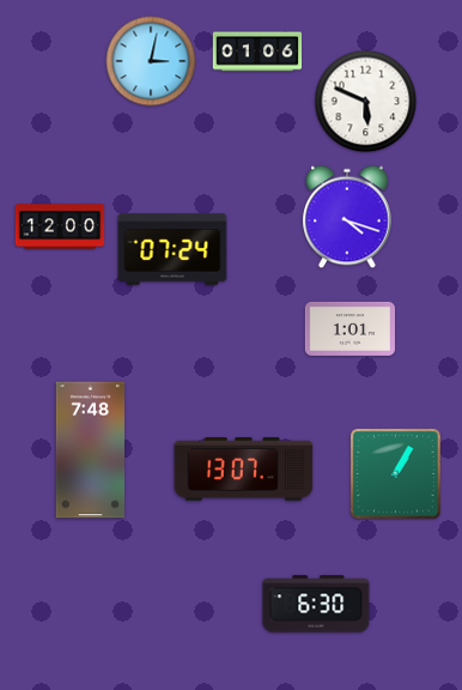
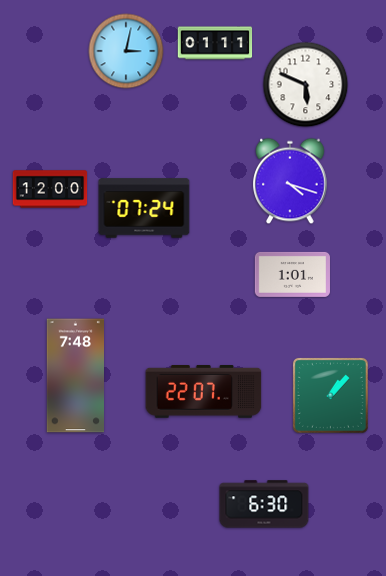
clock at (257, 52): 01:06 -> 01:11
clock at (244, 470): 13:07 -> 22:07
clock at (395, 473): 1:05 -> 1:07
